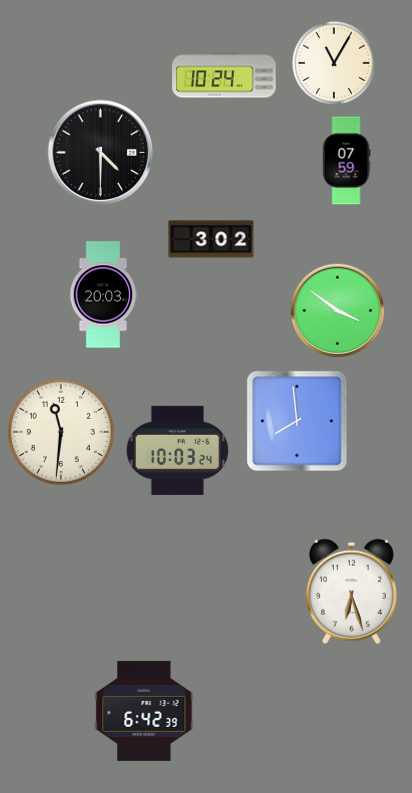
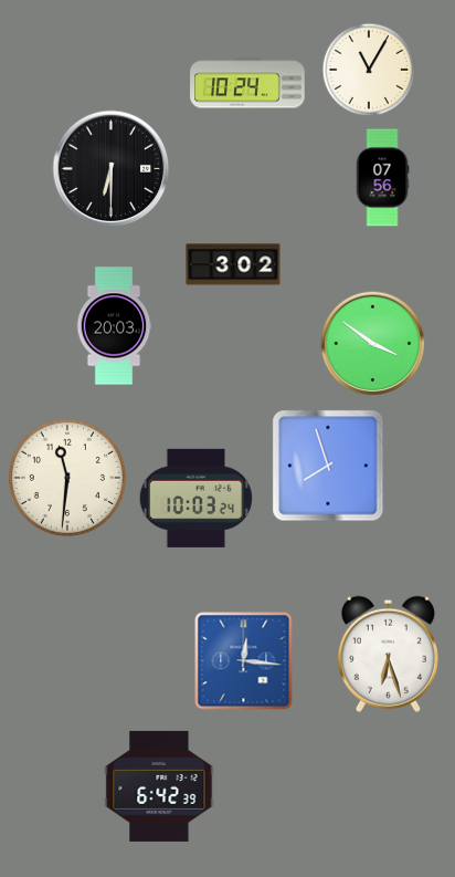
clock at (101, 153): 4:30 -> 6:30
clock at (346, 161): 07:59 -> 07:56
clock at (297, 421): 7:59 -> 7:57
clock at (244, 661): none -> 12:16
